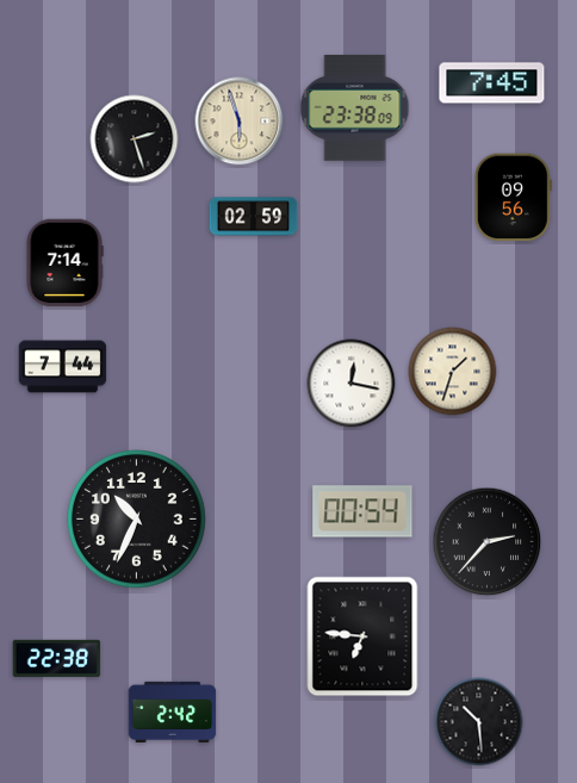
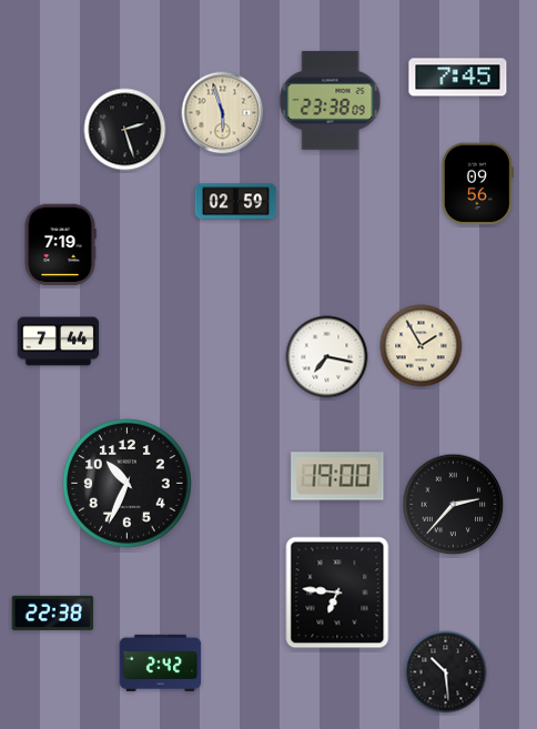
clock at (64, 263): 7:14 -> 7:19
clock at (453, 372): 1:33 -> 1:55
clock at (352, 384): 12:17 -> 7:17
clock at (362, 511): 00:54 -> 19:00
